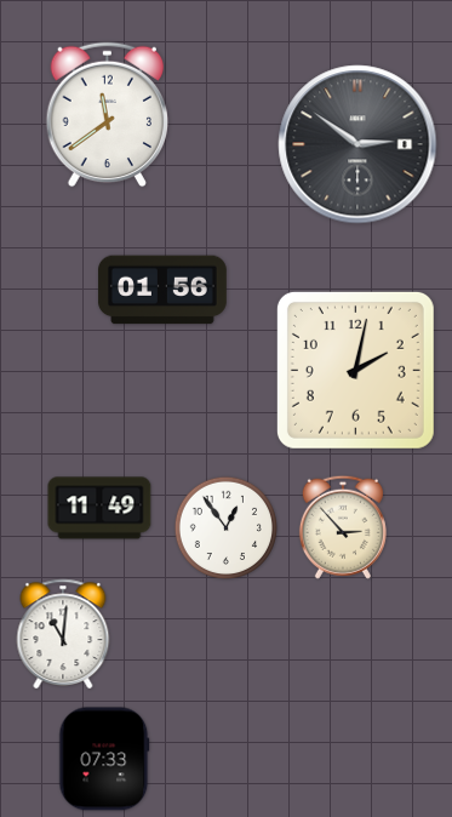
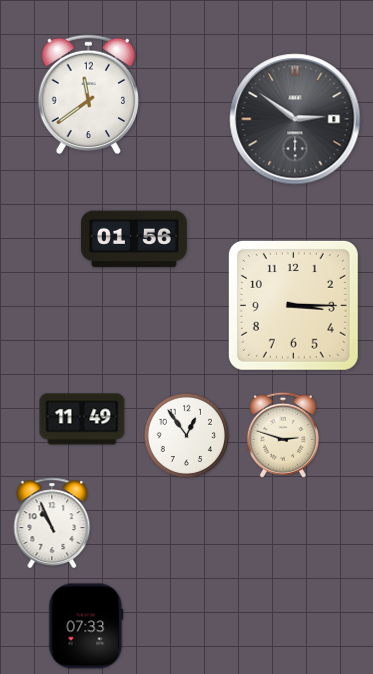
clock at (355, 370): 2:02 -> 3:15
clock at (343, 527): 2:53 -> 2:48
clock at (63, 634): 11:01 -> 10:56
